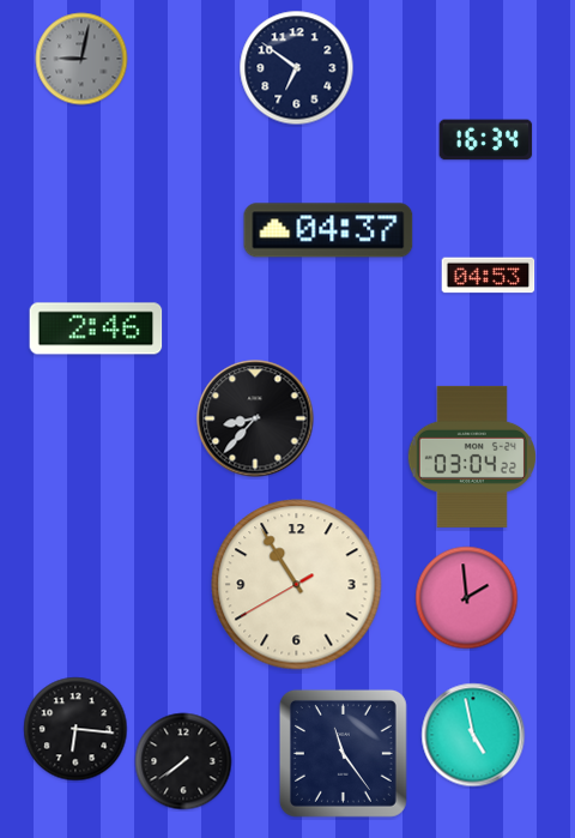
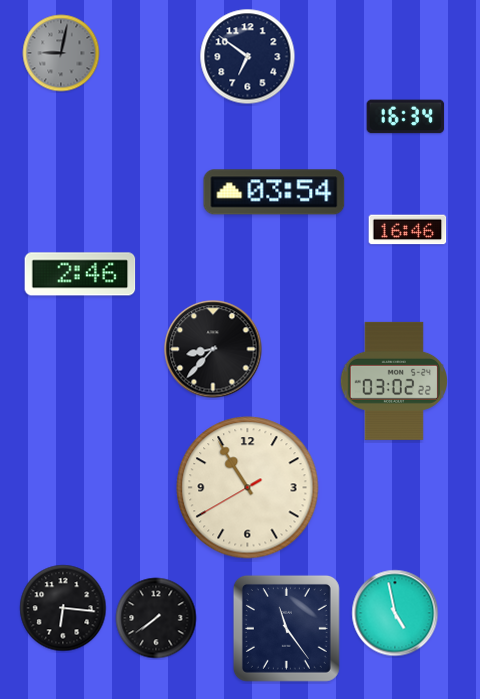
clock at (81, 59) position: (81, 59) -> (61, 53)
clock at (328, 230): 04:37 -> 03:54
clock at (489, 276): 04:53 -> 16:46
clock at (472, 457): 03:04 -> 03:02
clock at (467, 598): 1:59 -> none
clock at (183, 761) position: (183, 761) -> (156, 618)
